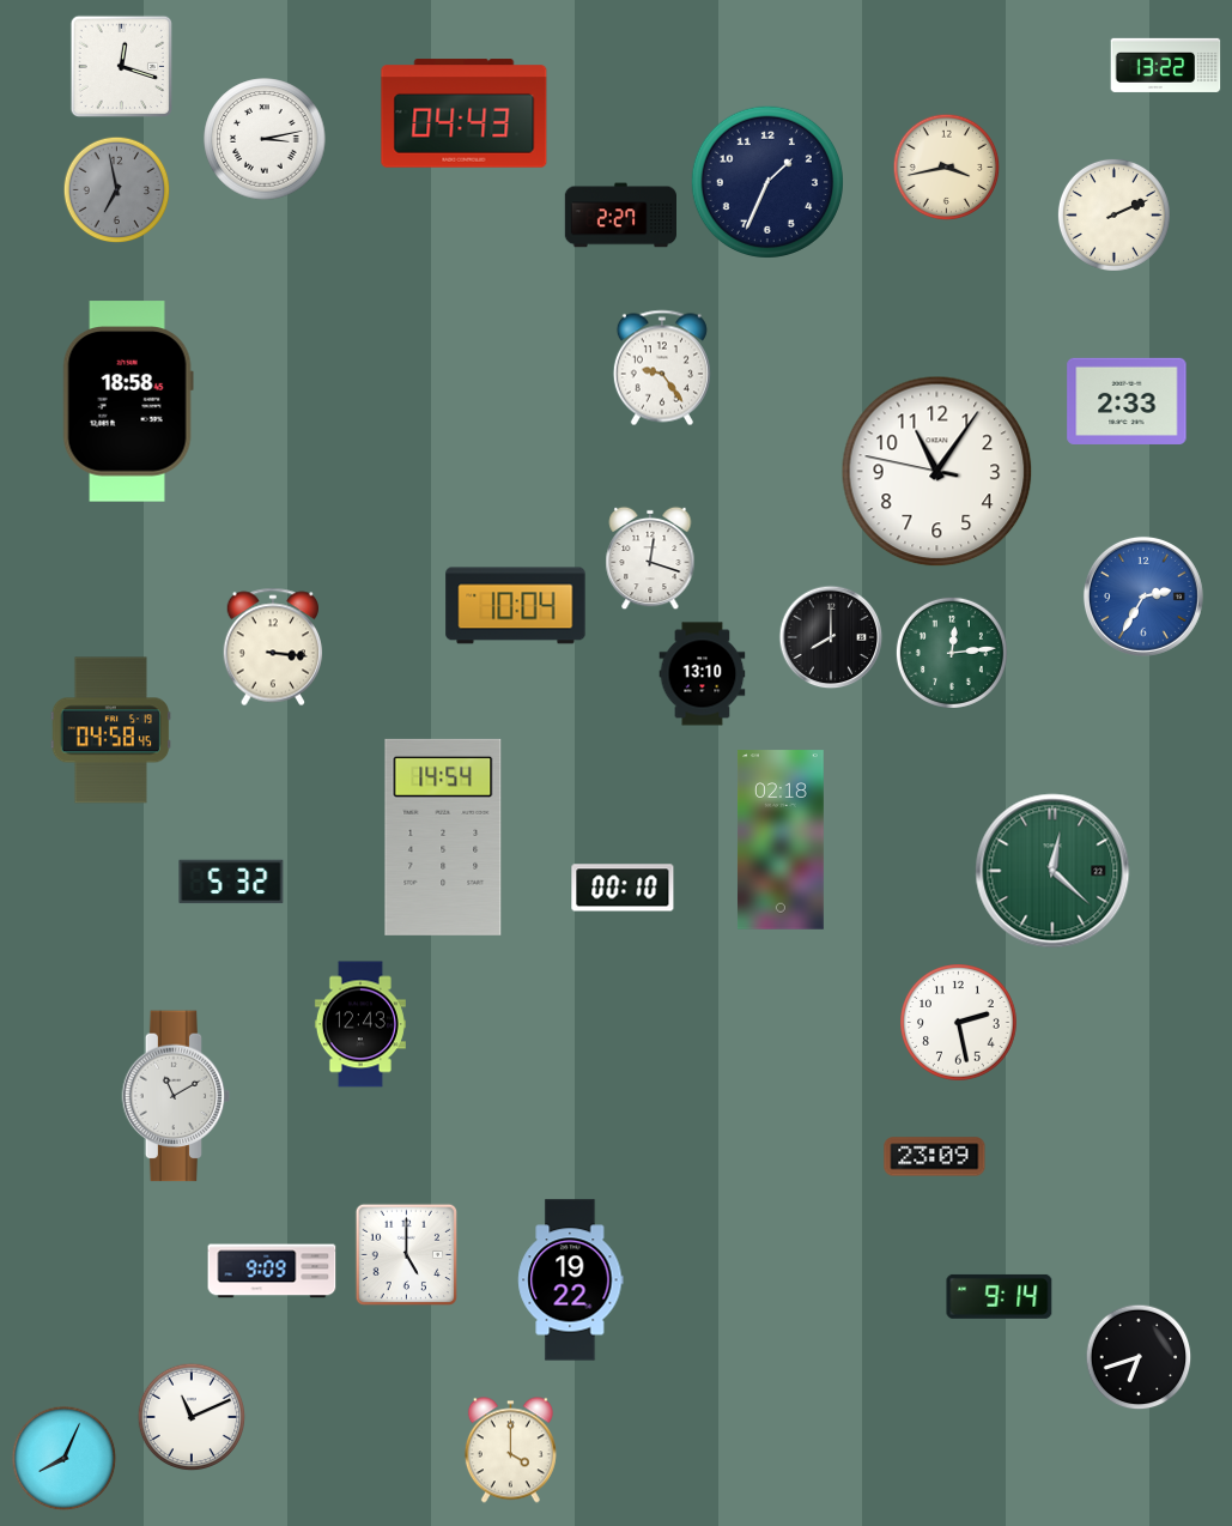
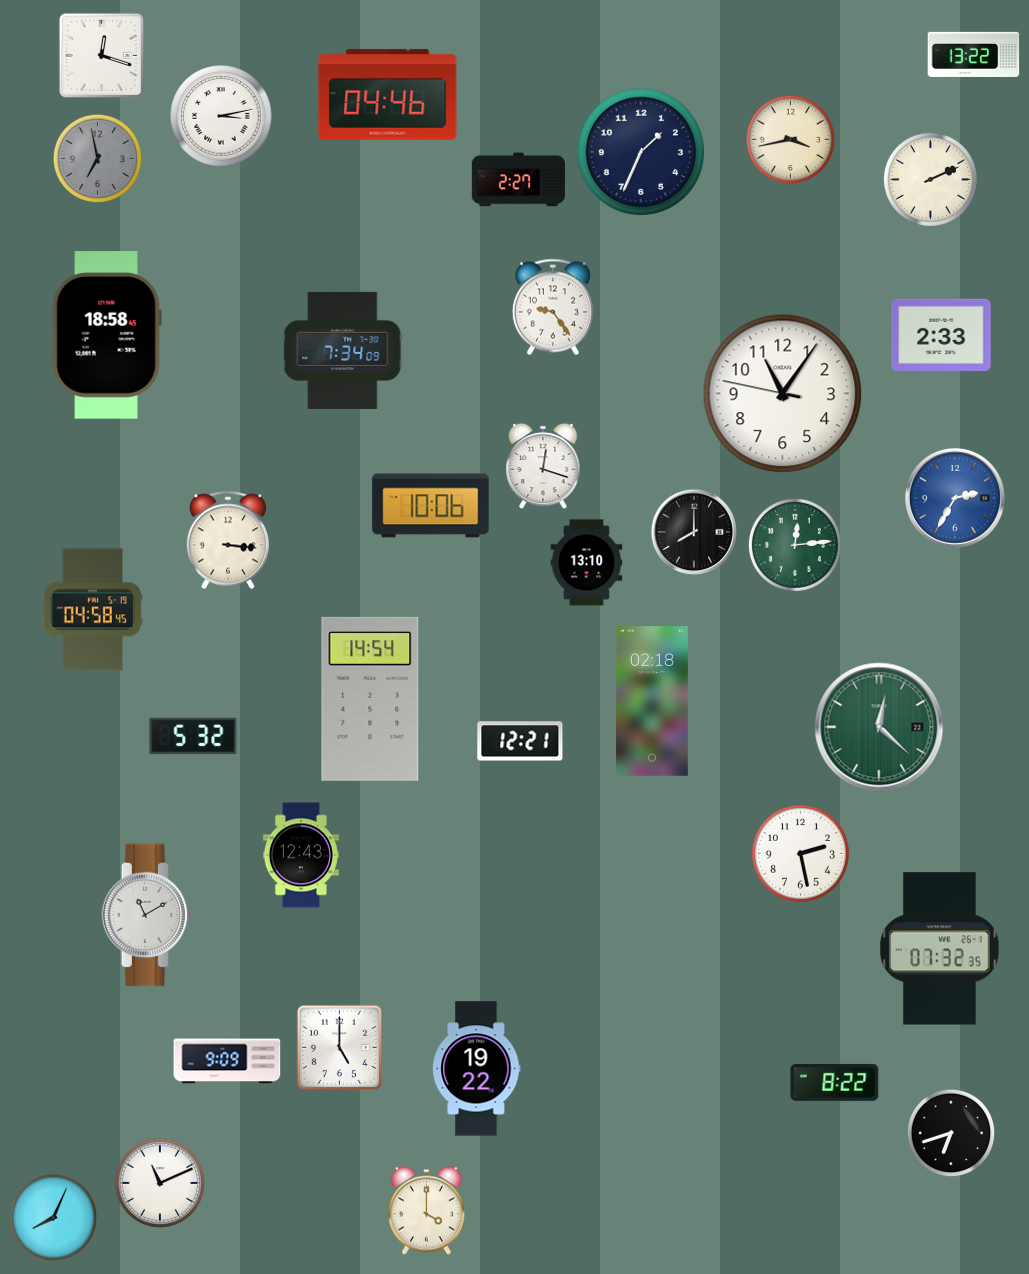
clock at (465, 114): 04:43 -> 04:46
clock at (343, 350): none -> 7:34
clock at (516, 606): 10:04 -> 10:06
clock at (623, 888): 00:10 -> 12:21
clock at (940, 949): none -> 07:32
clock at (935, 1157): 23:09 -> none
clock at (1000, 1296): 9:14 -> 8:22
